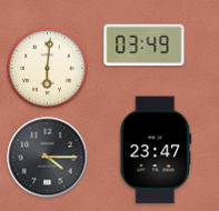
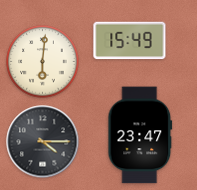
clock at (145, 46): 03:49 -> 15:49
